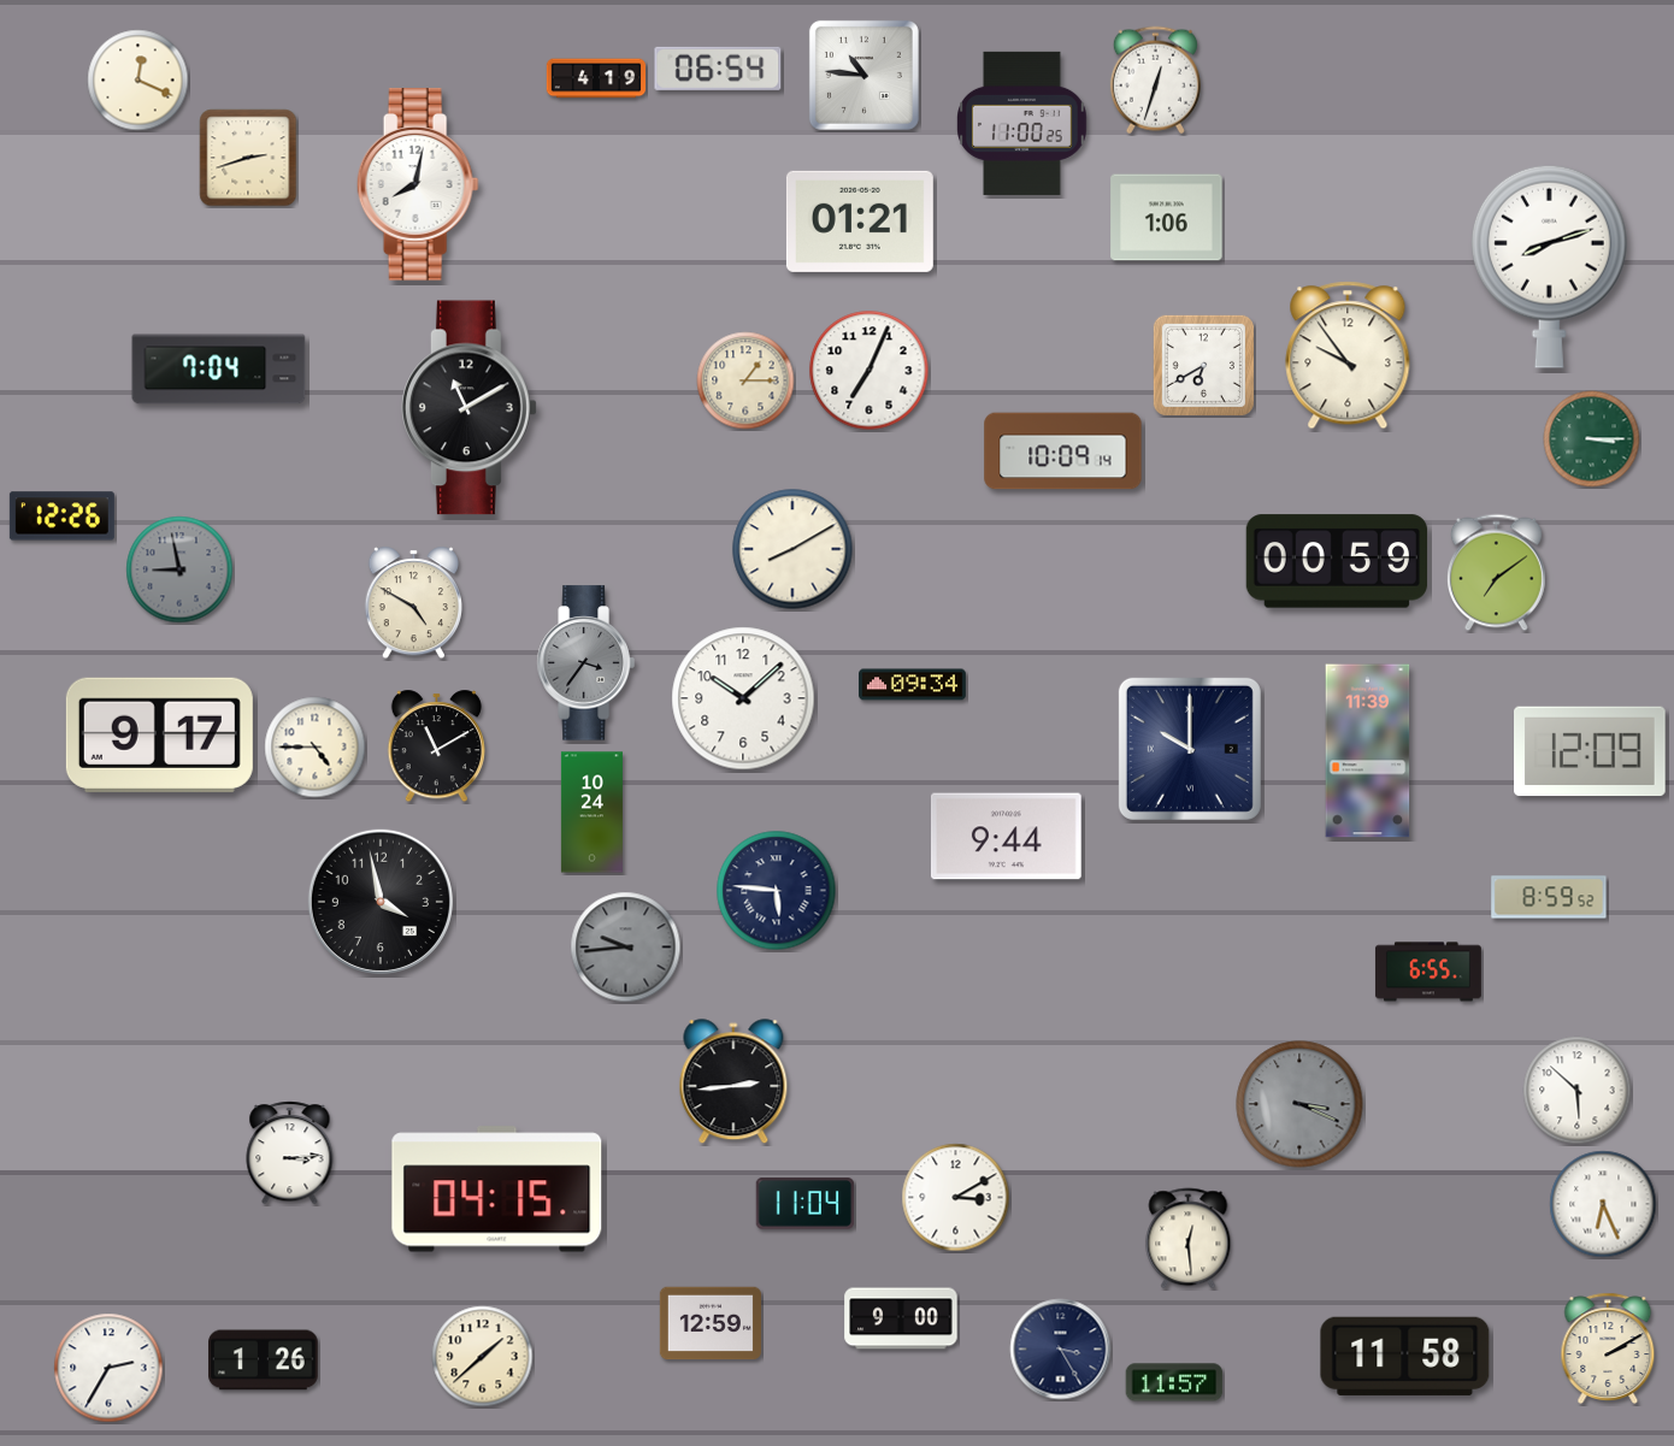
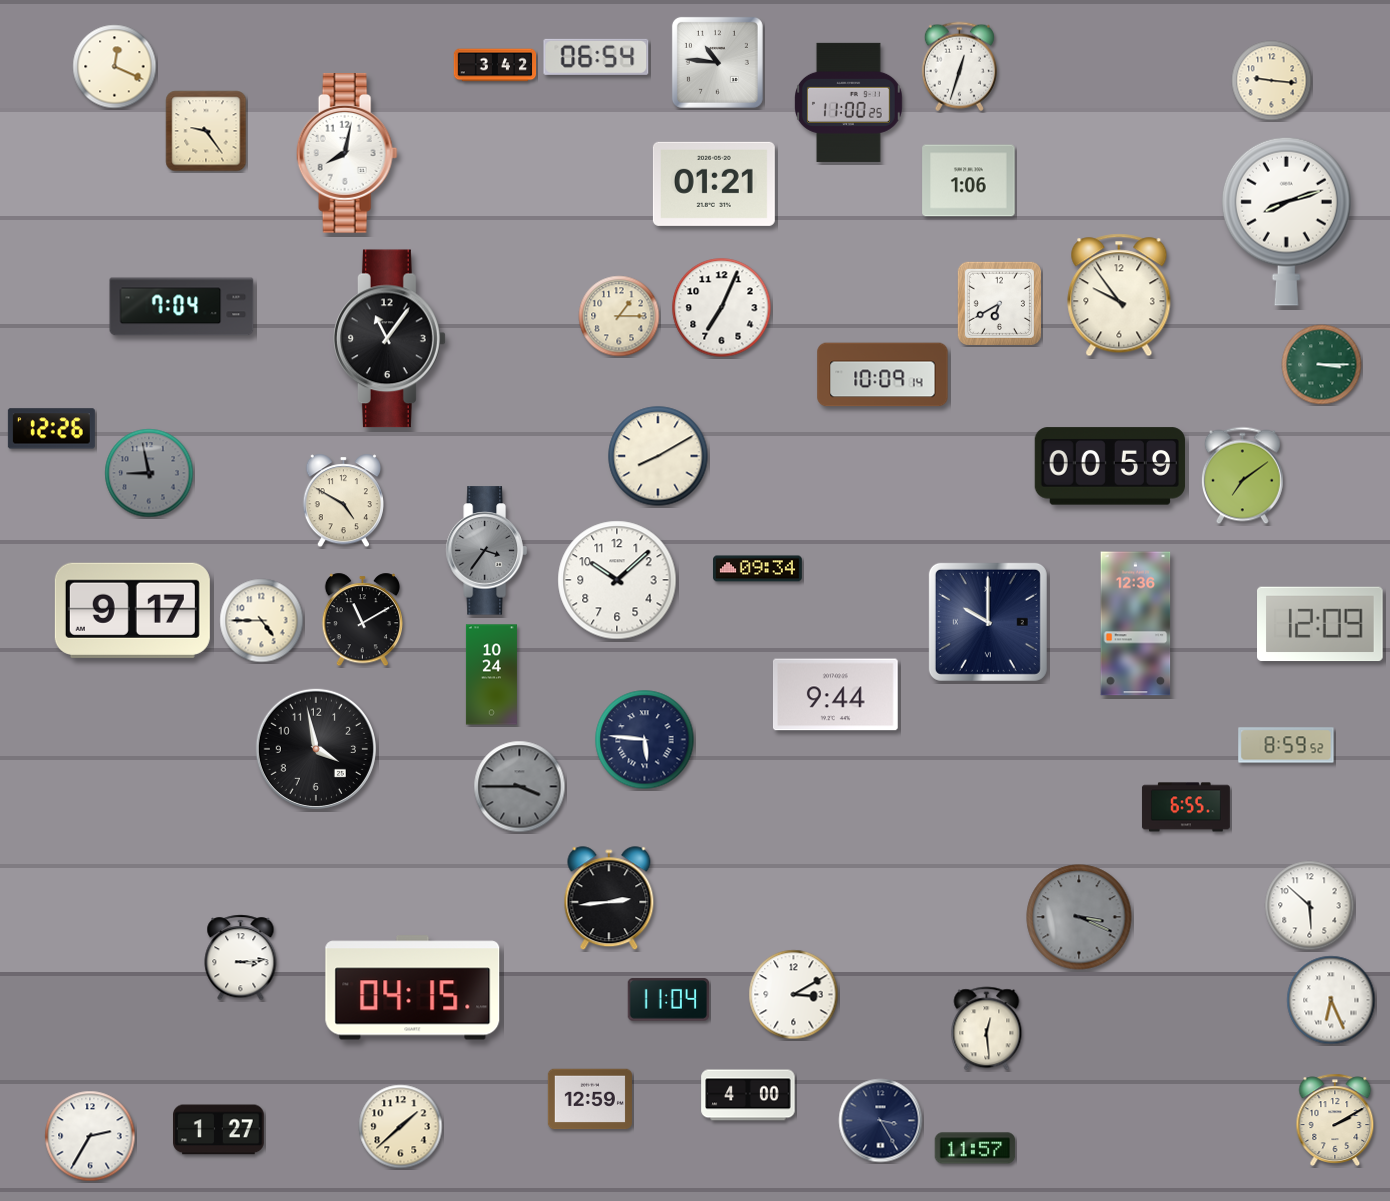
clock at (596, 78): 4:19 -> 3:42
clock at (1272, 81): none -> 9:16
clock at (248, 158): 2:42 -> 9:24
clock at (470, 408): 11:10 -> 11:06
clock at (1368, 751): 11:39 -> 12:36
clock at (626, 948): 9:44 -> 3:45
clock at (901, 1318): 9:00 -> 4:00
clock at (1405, 1356): 11:58 -> none
clock at (264, 1361): 1:26 -> 1:27
